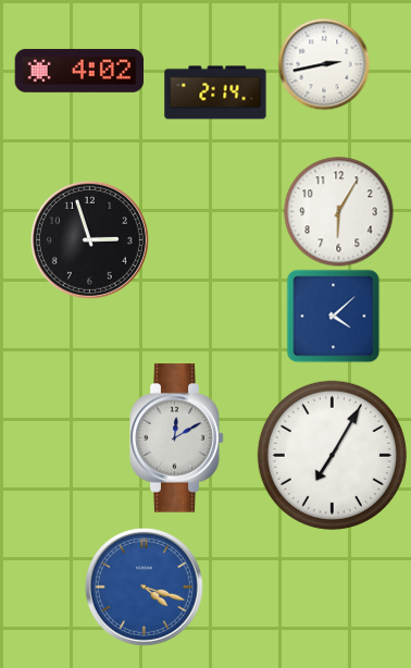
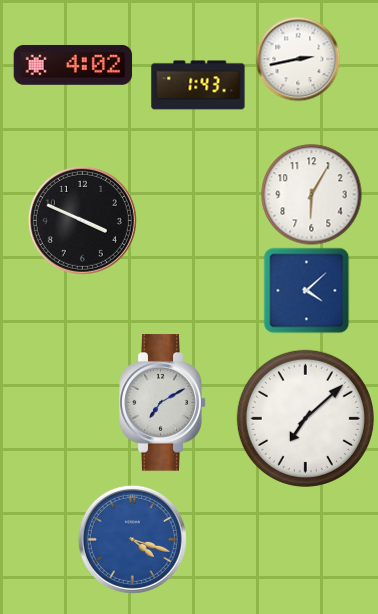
clock at (215, 92): 2:14 -> 1:43
clock at (89, 239): 2:57 -> 3:49
clock at (177, 438): 12:10 -> 7:10
clock at (332, 455): 7:05 -> 7:08
